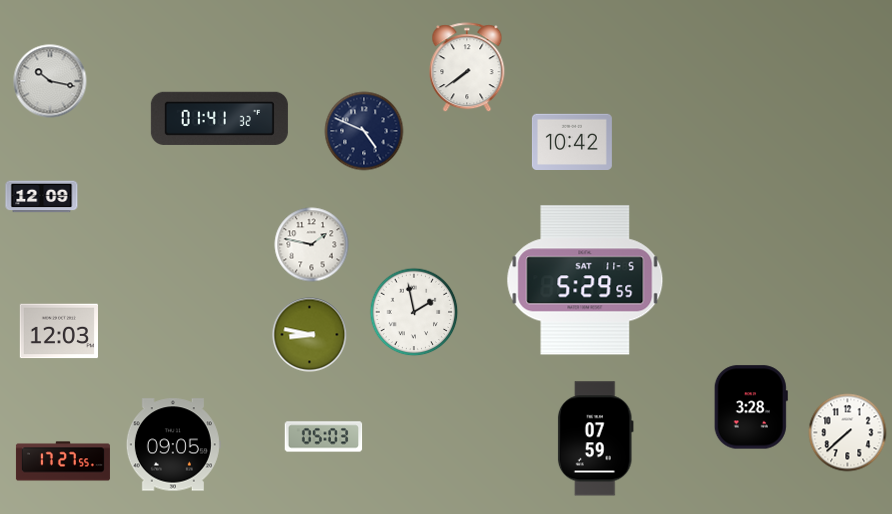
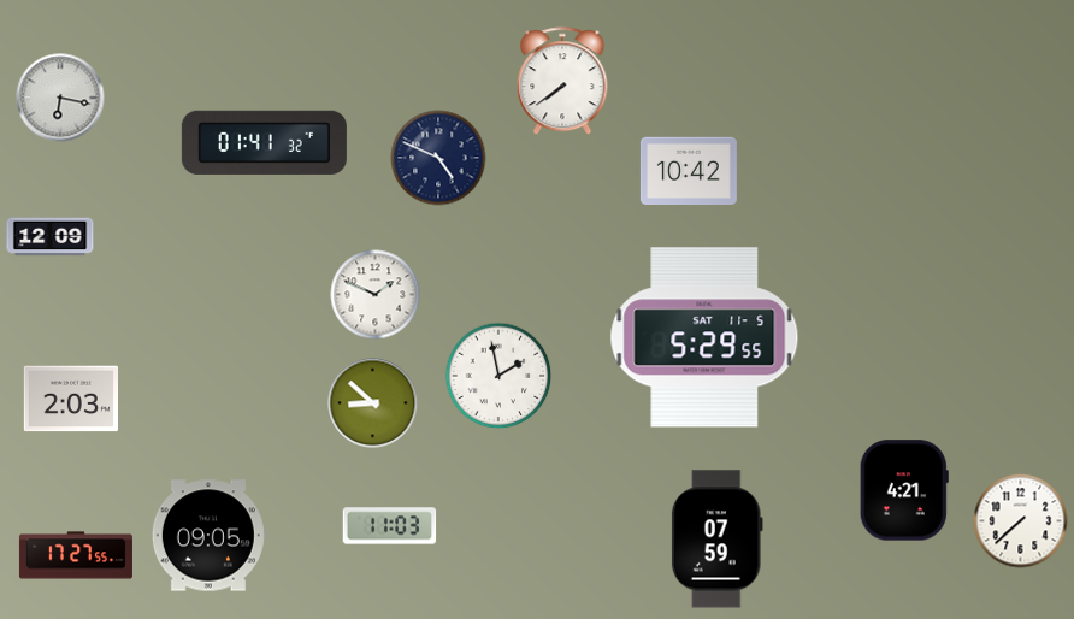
clock at (50, 81): 10:17 -> 6:17
clock at (312, 245): 1:47 -> 1:49
clock at (58, 331): 12:03 -> 2:03
clock at (310, 335): 8:47 -> 8:52
clock at (751, 407): 3:28 -> 4:21
clock at (324, 437): 05:03 -> 11:03
clock at (595, 439) position: (595, 439) -> (716, 540)
